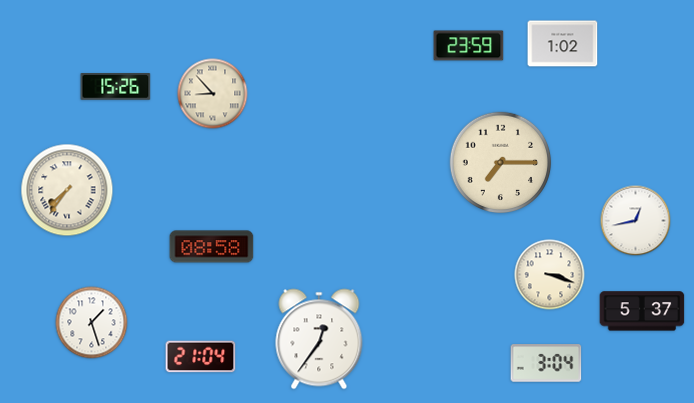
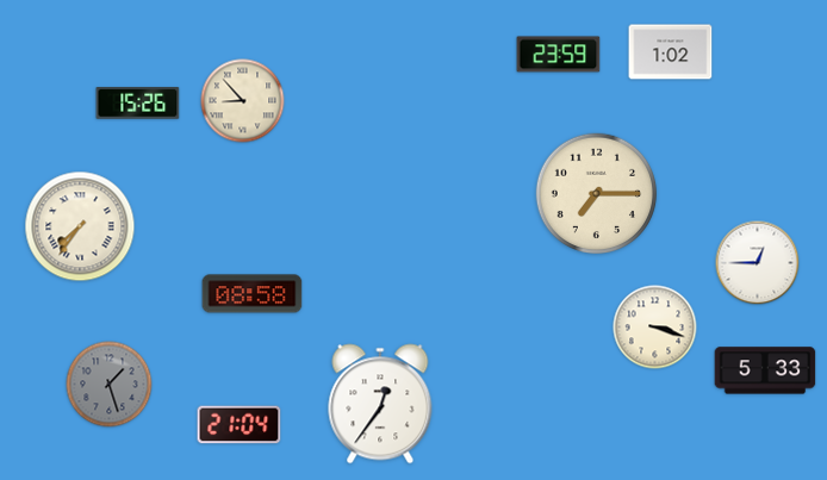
clock at (213, 94) position: (213, 94) -> (243, 101)
clock at (636, 221): 12:43 -> 12:45
clock at (642, 311): 5:37 -> 5:33
clock at (92, 323) dial: white -> grey
clock at (546, 363): 3:04 -> none
